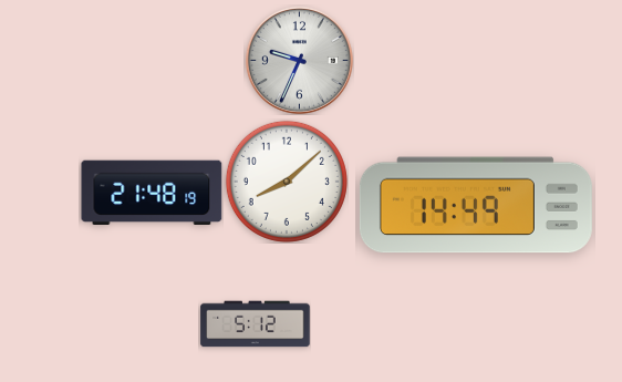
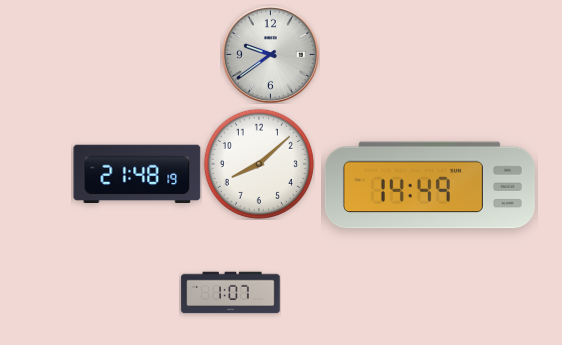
clock at (299, 60): 9:34 -> 9:39
clock at (256, 324): 5:12 -> 1:07
